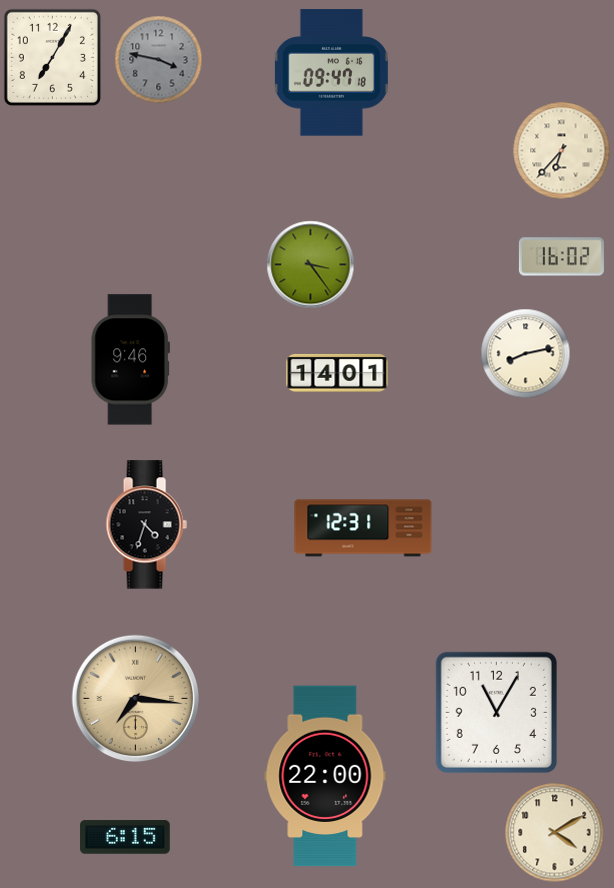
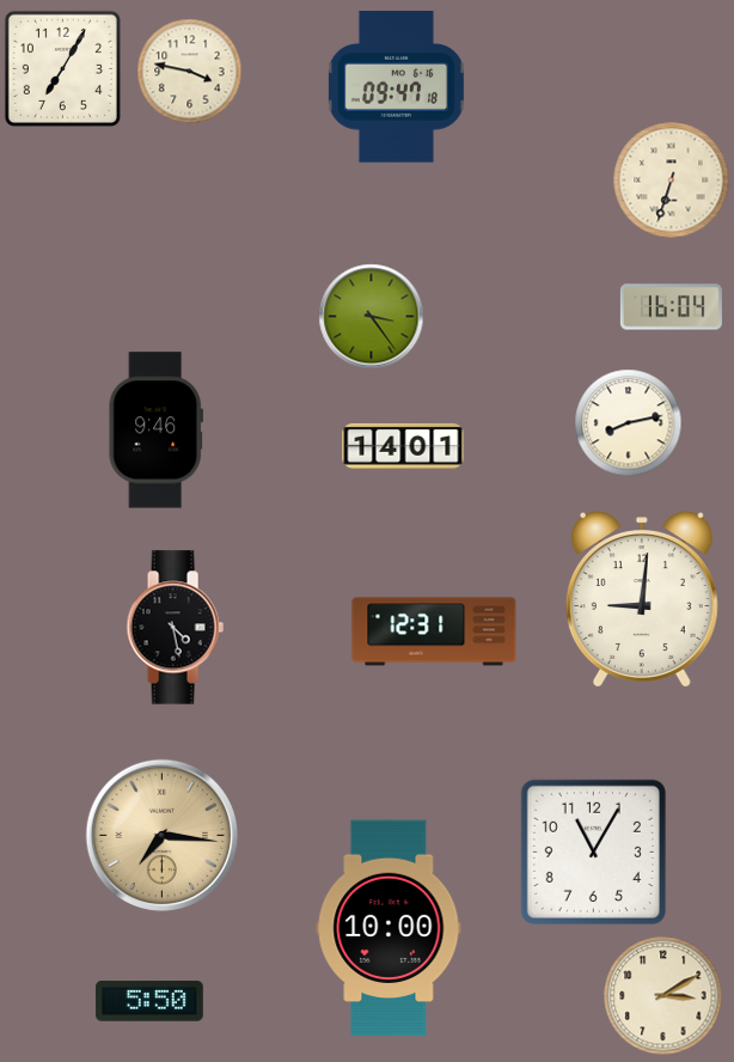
clock at (159, 60) dial: grey -> cream
clock at (562, 151): 6:37 -> 6:33
clock at (561, 257): 16:02 -> 16:04
clock at (642, 599): none -> 9:01
clock at (146, 525): 4:33 -> 4:28
clock at (325, 776): 22:00 -> 10:00
clock at (555, 833): 4:10 -> 3:10
clock at (125, 837): 6:15 -> 5:50
